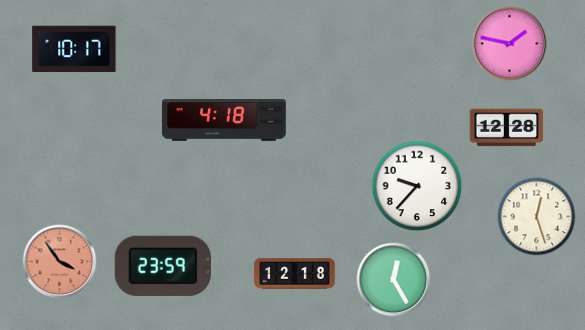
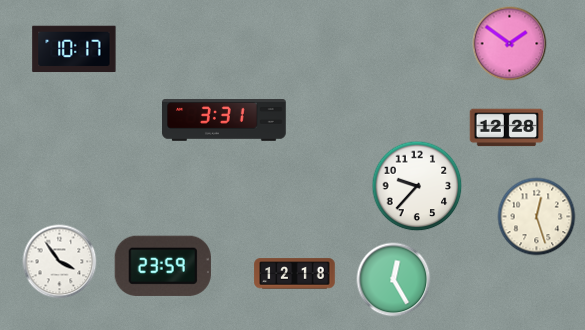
clock at (510, 44): 1:47 -> 1:51
clock at (225, 121): 4:18 -> 3:31
clock at (60, 262) dial: salmon -> white
